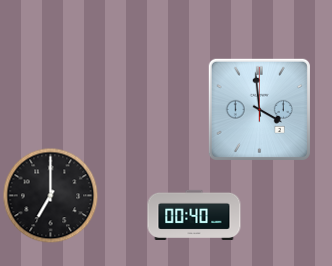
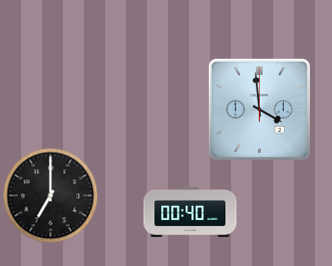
clock at (194, 215) position: (194, 215) -> (190, 212)
